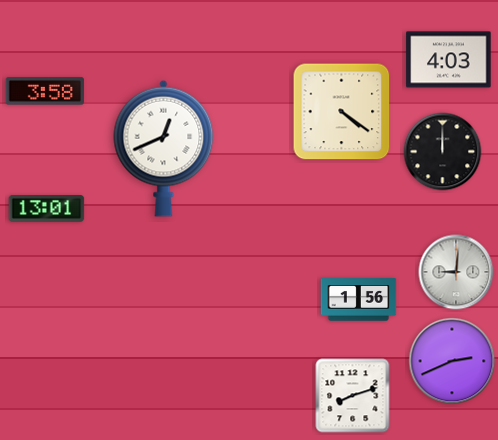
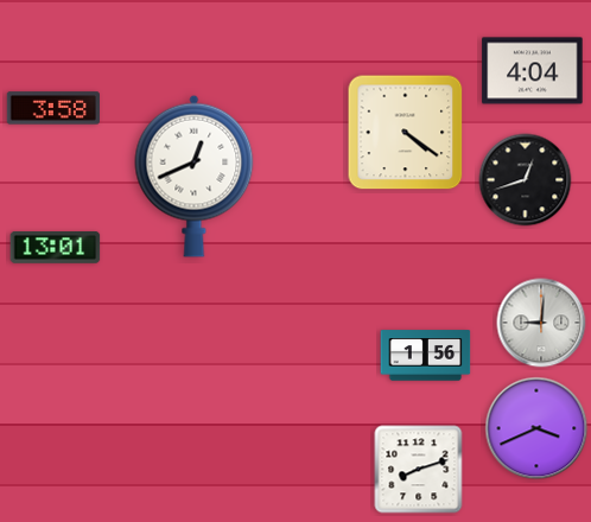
clock at (449, 60): 4:03 -> 4:04
clock at (443, 152): 12:00 -> 12:42
clock at (452, 361): 2:41 -> 3:41
